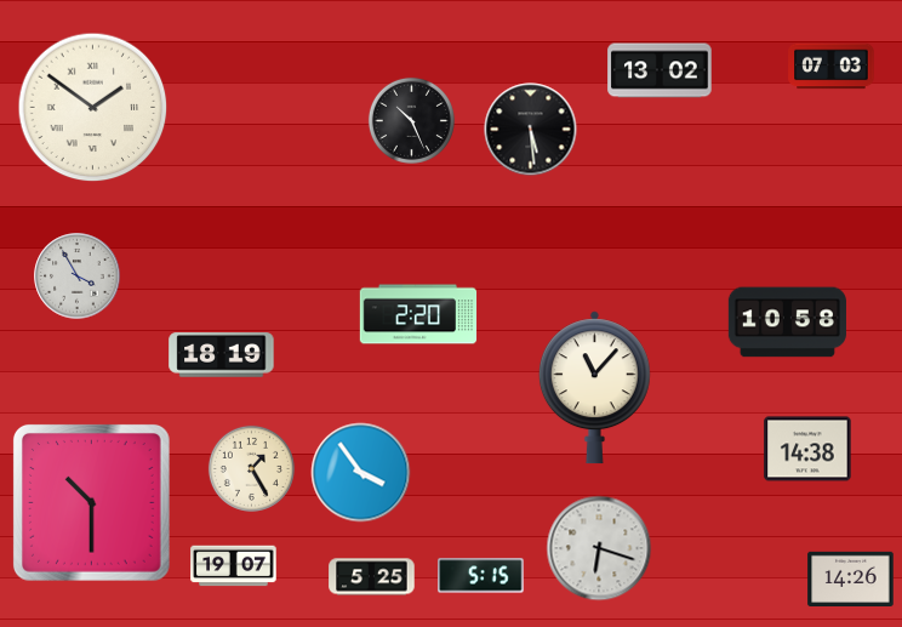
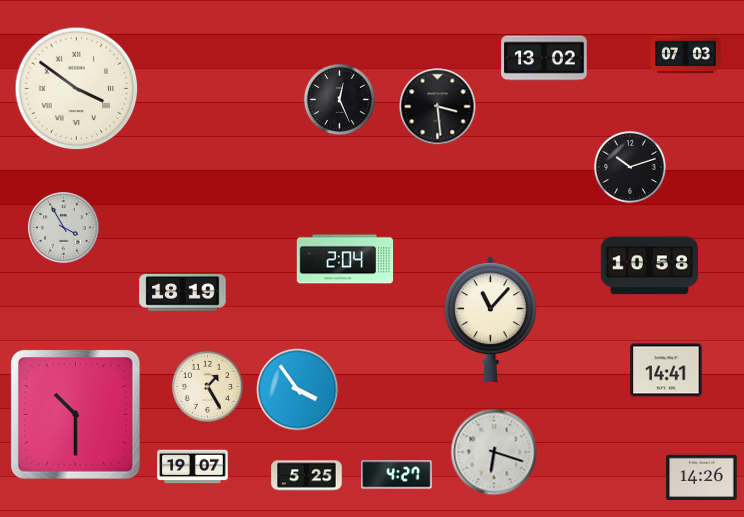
clock at (93, 108): 1:51 -> 3:51
clock at (411, 120): 10:26 -> 12:26
clock at (531, 130): 5:29 -> 3:29
clock at (630, 167): none -> 10:12
clock at (418, 314): 2:20 -> 2:04
clock at (807, 449): 14:38 -> 14:41
clock at (481, 576): 5:15 -> 4:27
